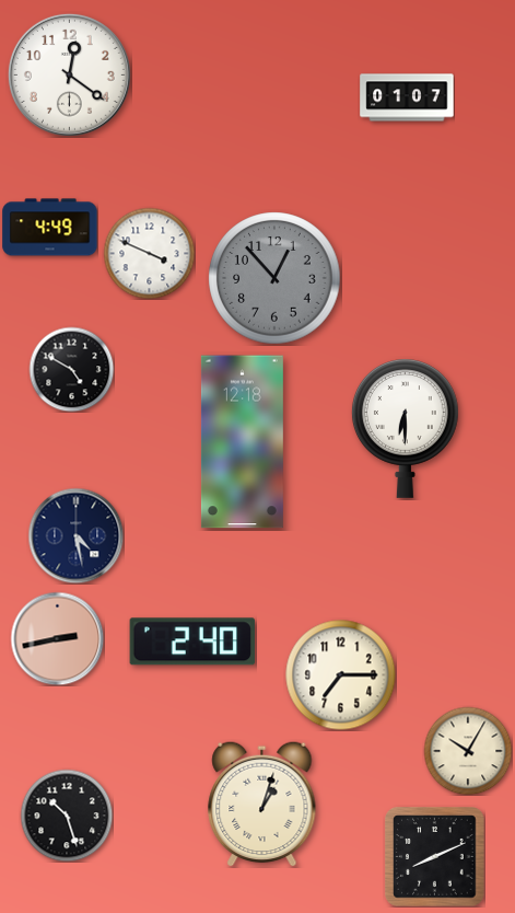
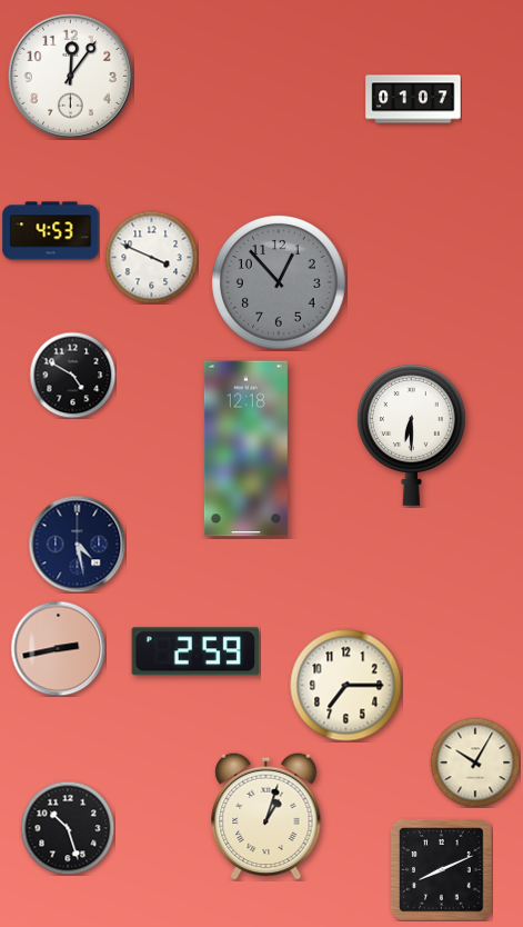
clock at (69, 74): 12:21 -> 12:06
clock at (50, 228): 4:49 -> 4:53
clock at (192, 642): 2:40 -> 2:59
